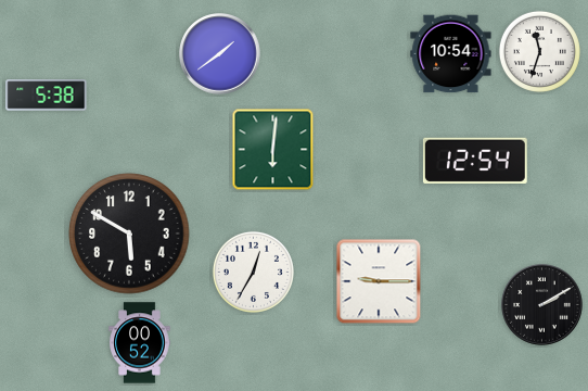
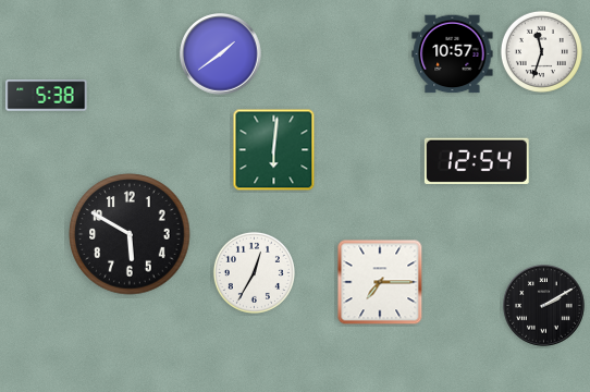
clock at (451, 54): 10:54 -> 10:57
clock at (379, 281): 9:15 -> 7:15
clock at (140, 343): 00:52 -> none
